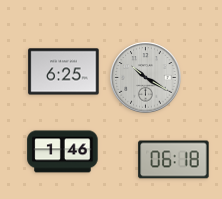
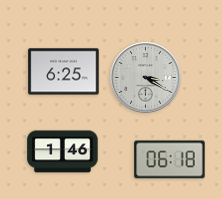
clock at (146, 78): 10:20 -> 3:20
clock at (174, 160) position: (174, 160) -> (170, 160)
